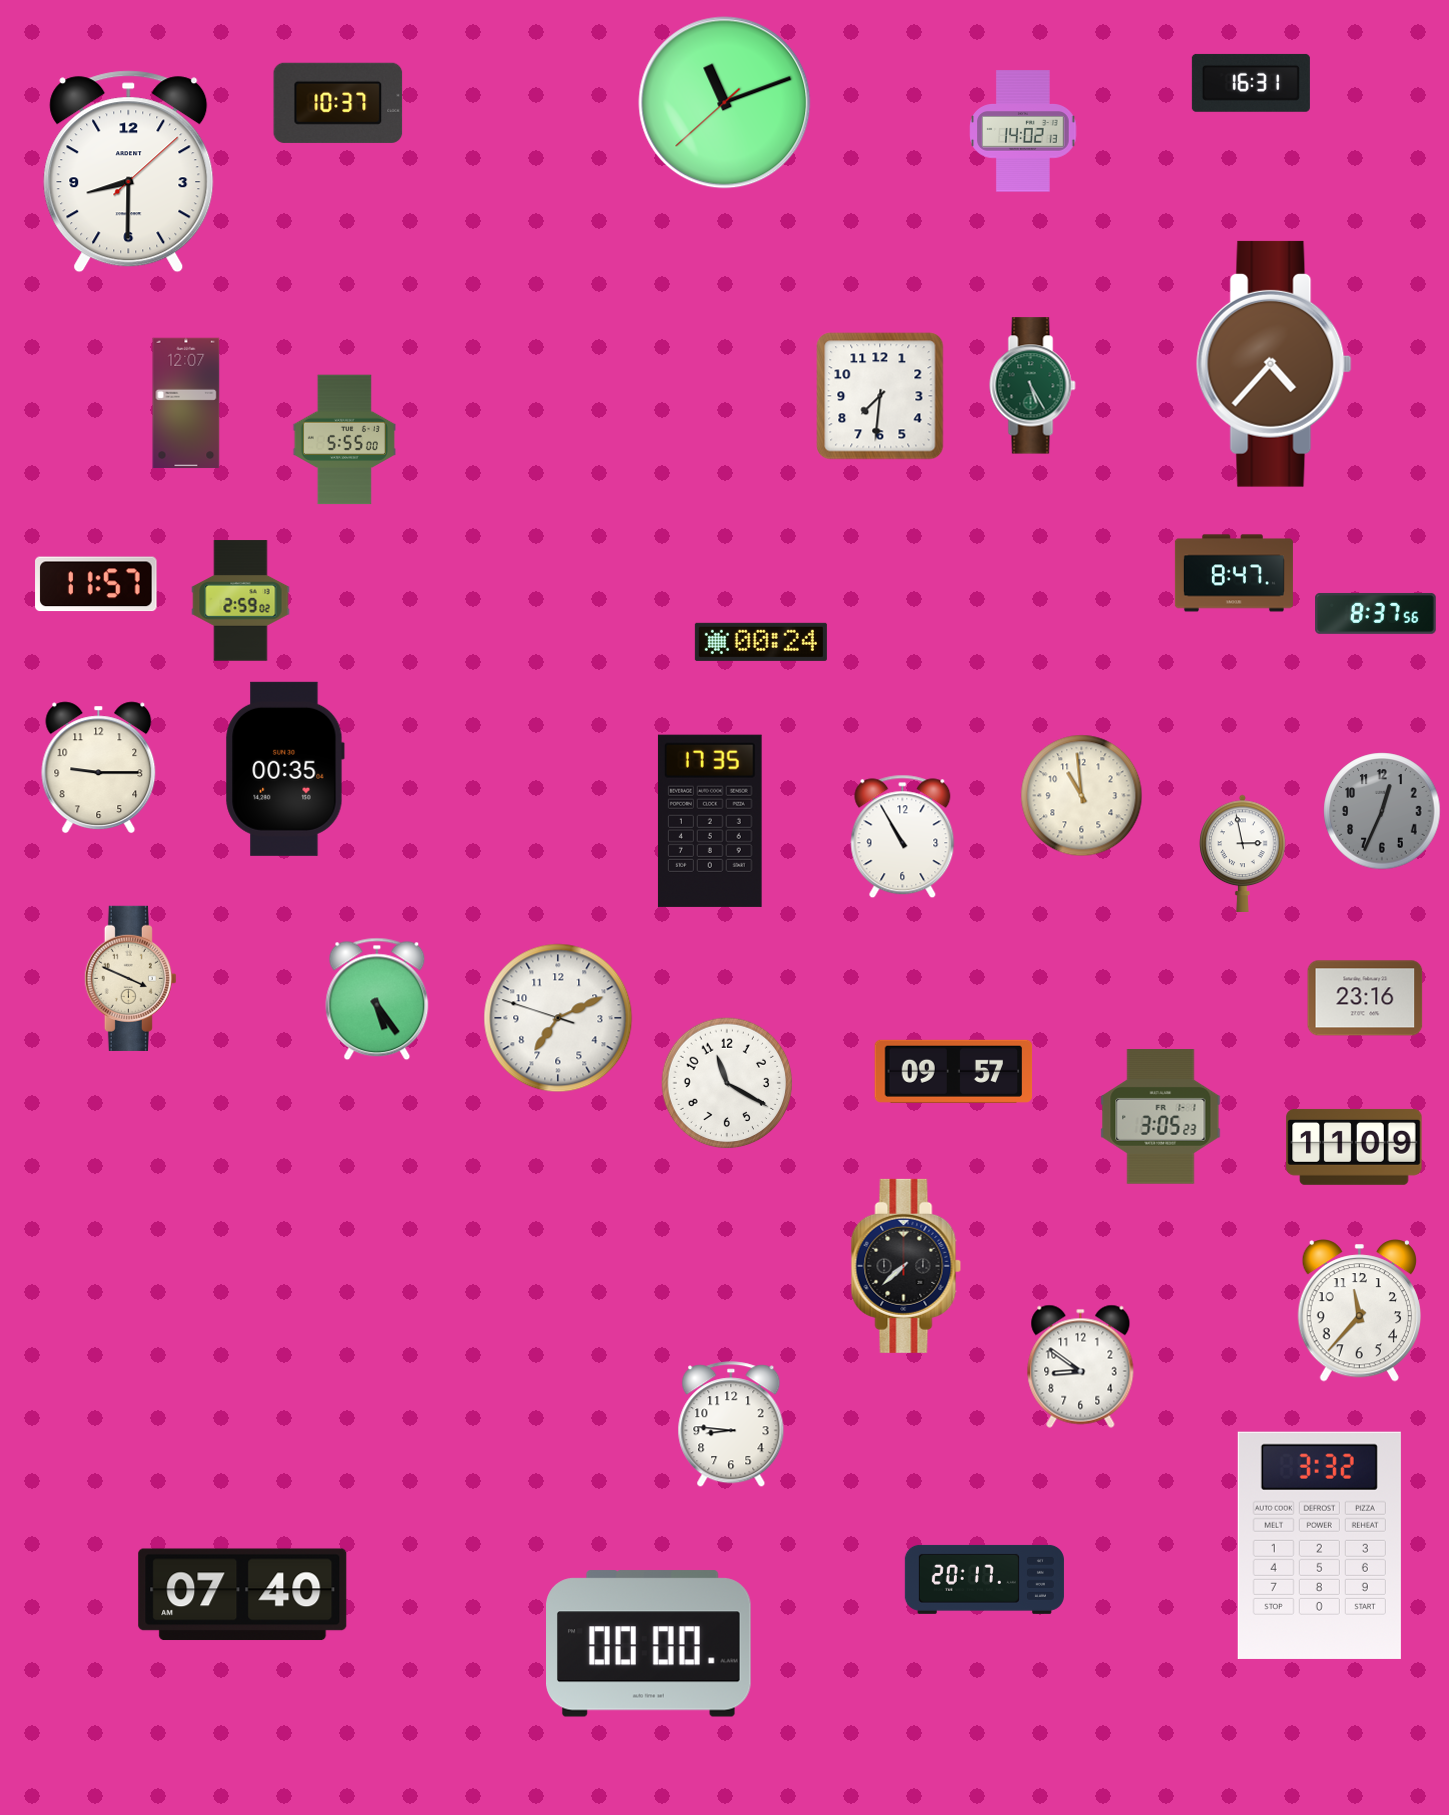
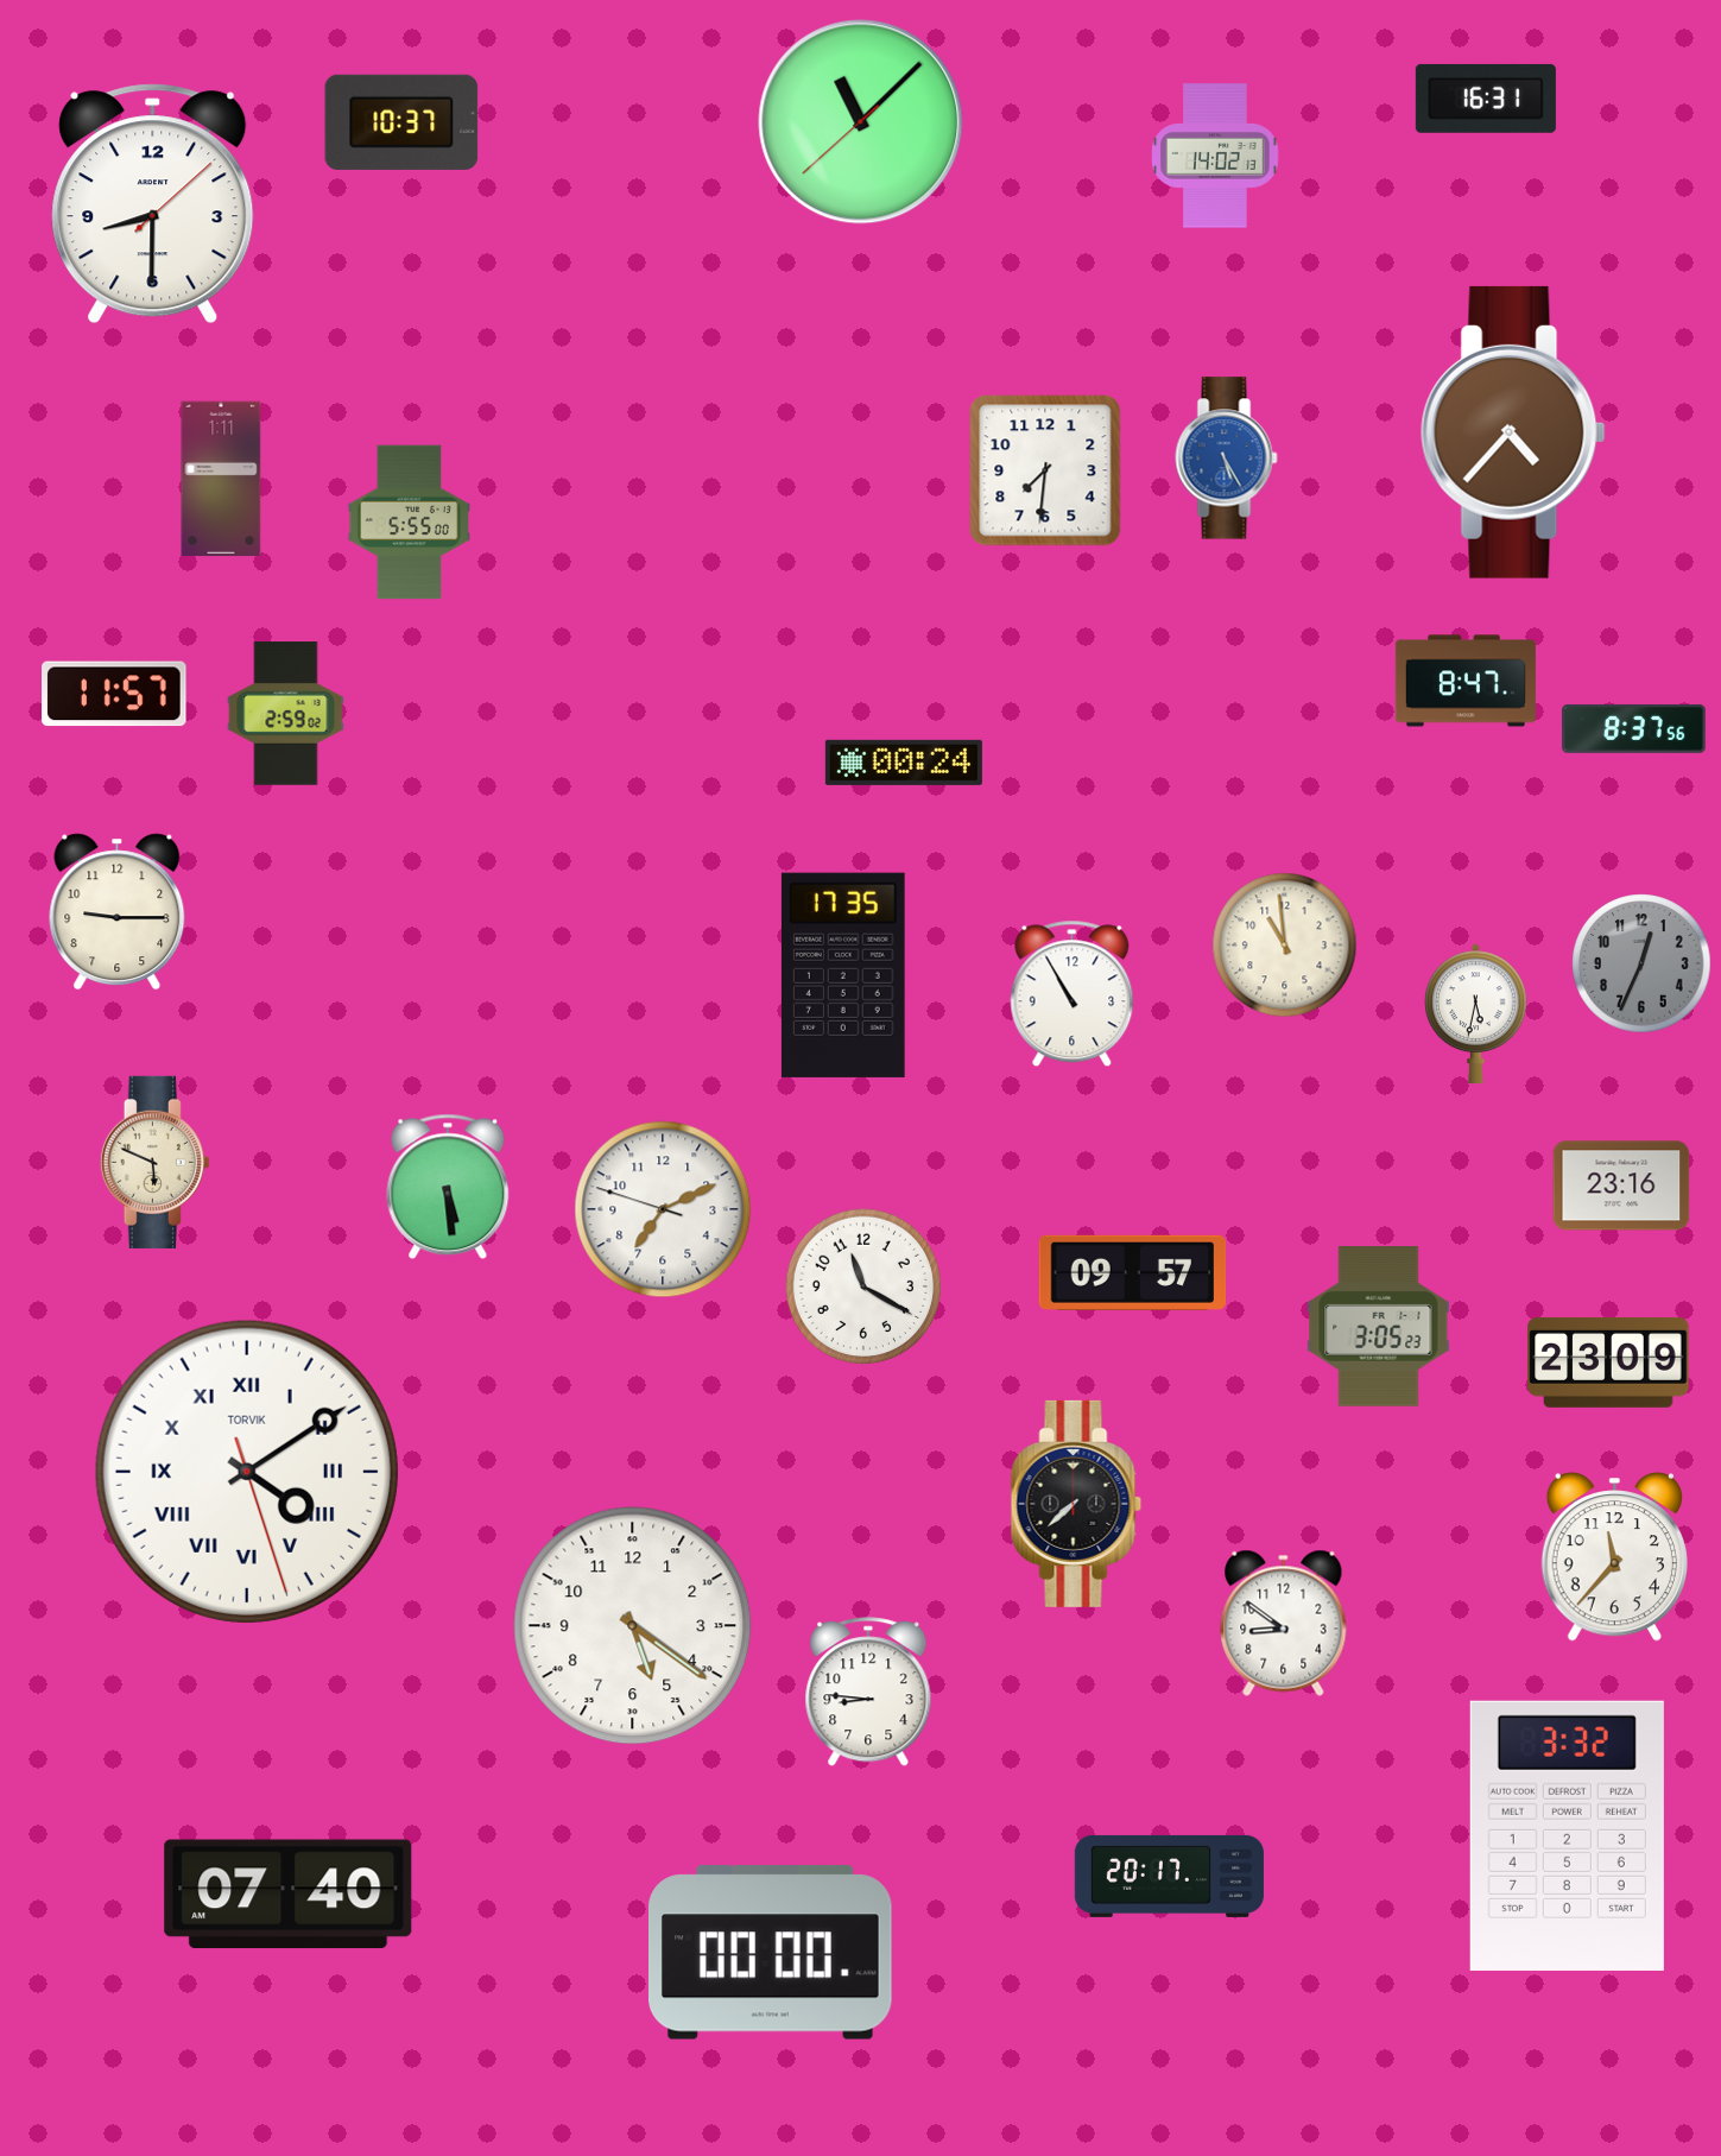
clock at (725, 103): 11:11 -> 11:07
clock at (1033, 386) dial: green -> blue
clock at (186, 403): 12:07 -> 1:11
clock at (285, 769): 00:35 -> none
clock at (1243, 853): 2:58 -> 5:32
clock at (130, 978): 3:49 -> 5:49
clock at (377, 999): 5:24 -> 5:29
clock at (1354, 1147): 11:09 -> 23:09
clock at (247, 1472): none -> 4:09
clock at (633, 1626): none -> 5:21
